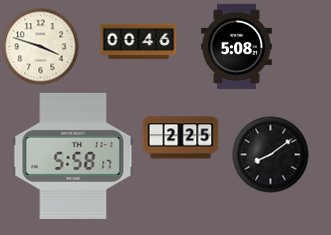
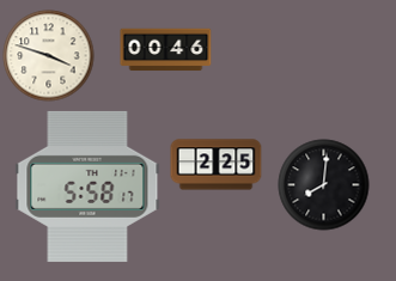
clock at (237, 47): 5:08 -> none
clock at (271, 155): 8:09 -> 8:01
